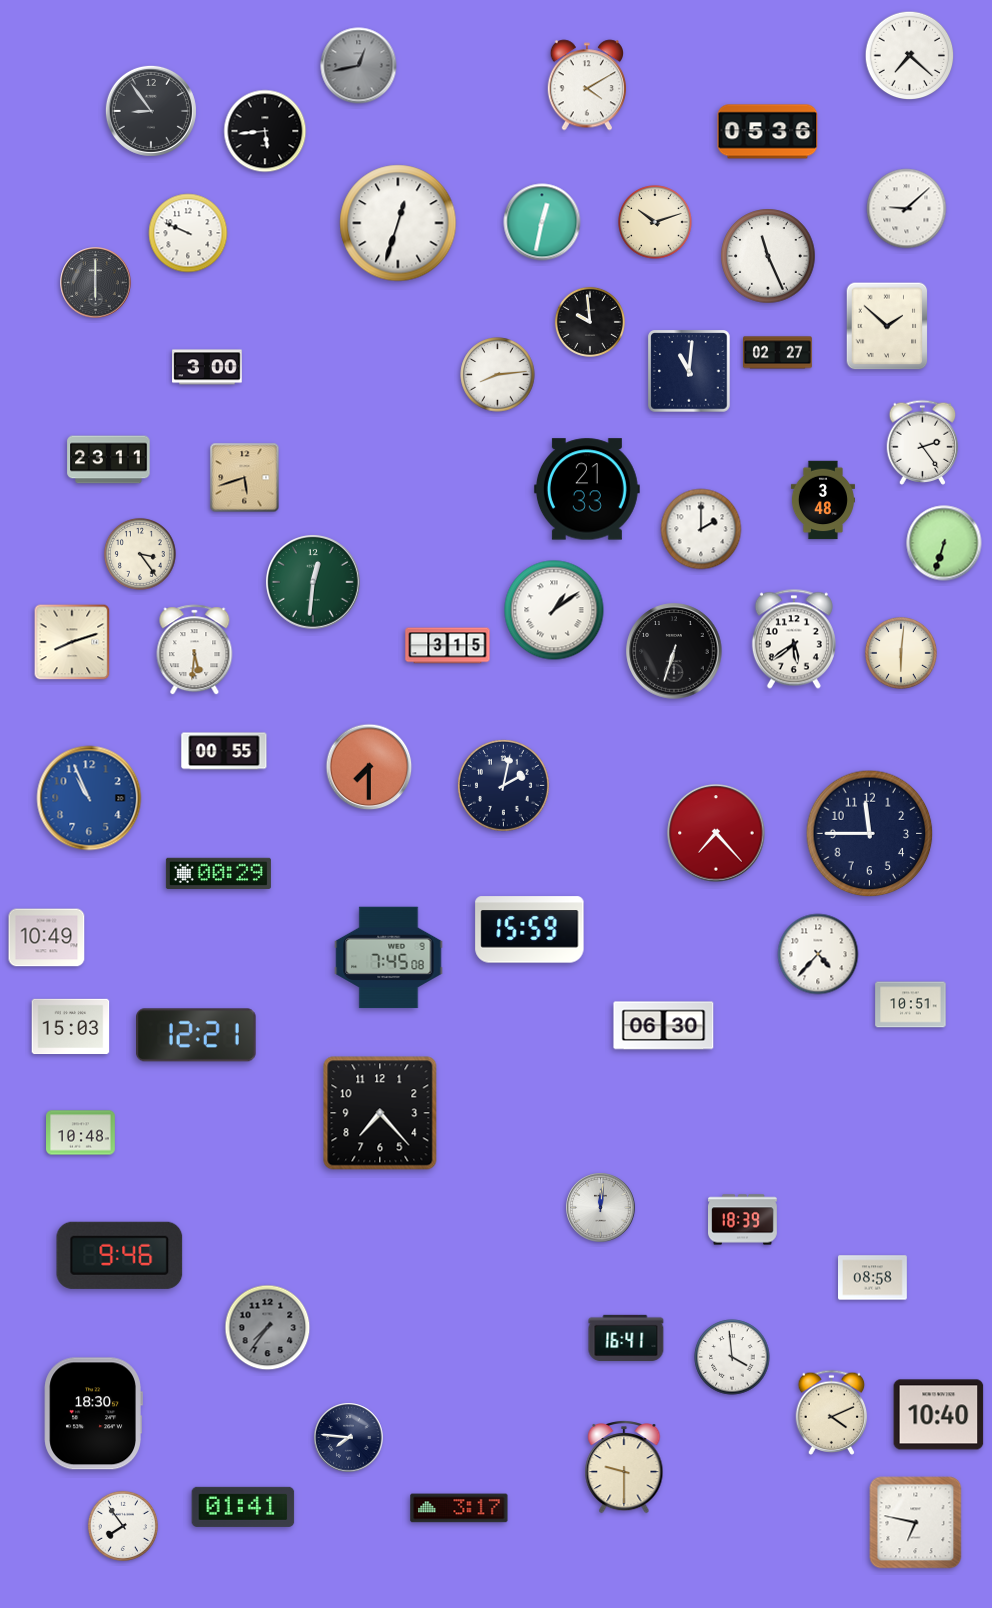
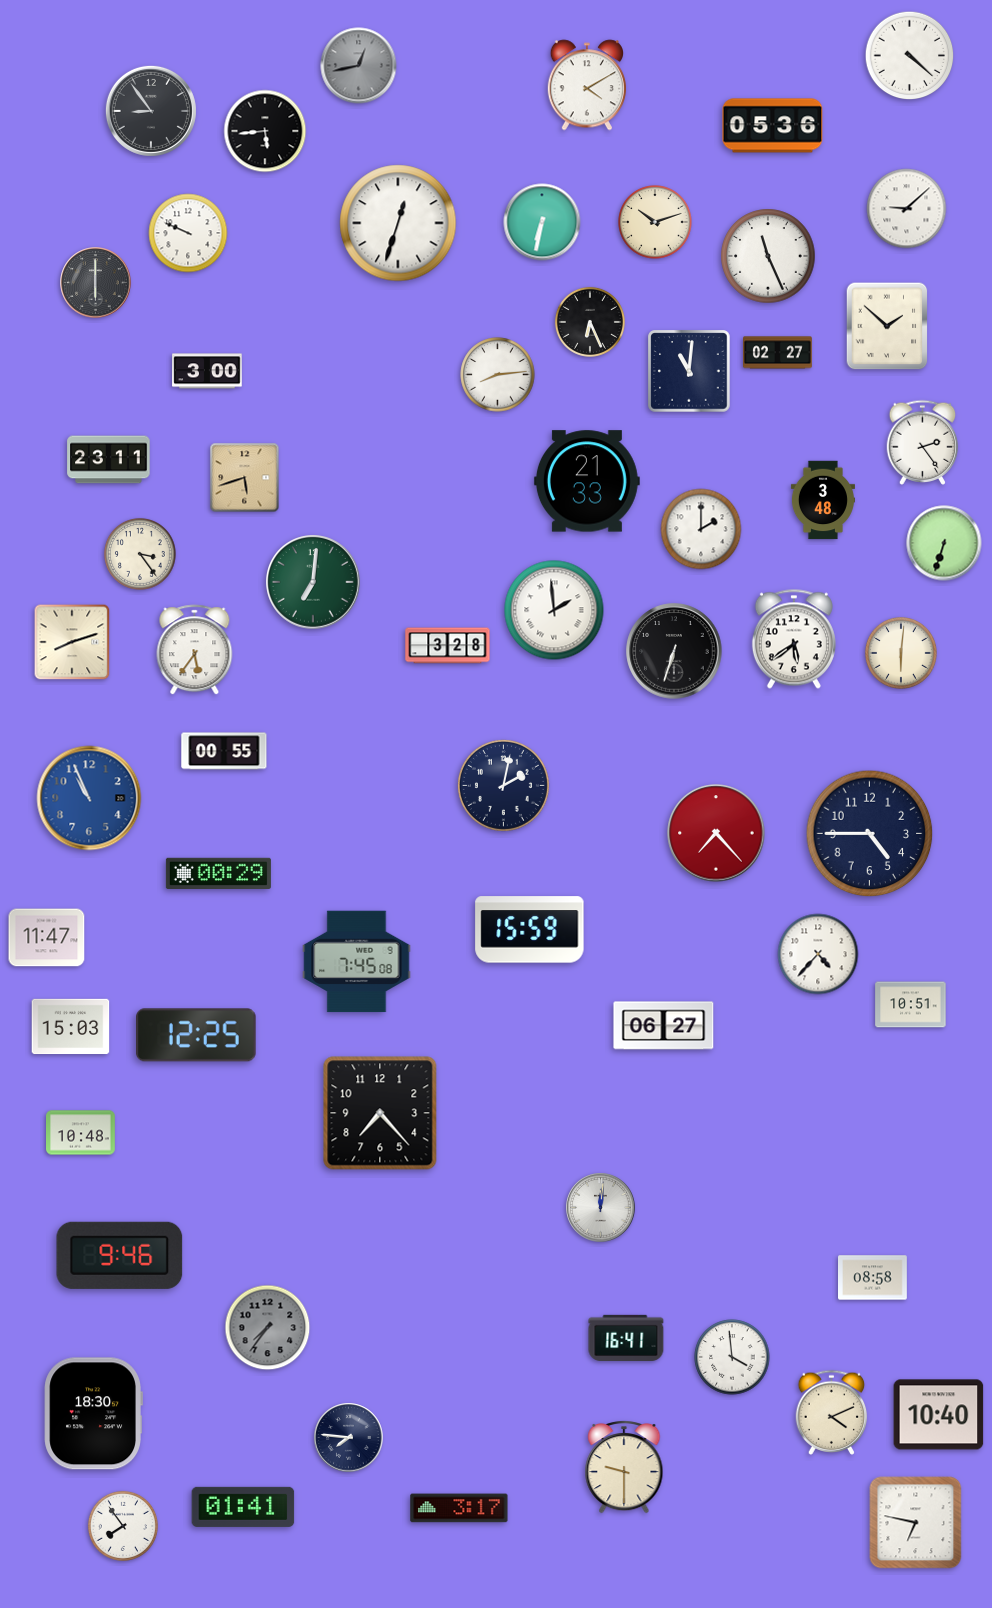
clock at (910, 56): 7:22 -> 4:22
clock at (768, 132) position: (768, 132) -> (773, 126)
clock at (542, 222): 12:32 -> 6:32
clock at (590, 322): 9:59 -> 6:26
clock at (207, 367) position: (207, 367) -> (207, 371)
clock at (587, 489) position: (587, 489) -> (587, 481)
clock at (314, 583): 12:31 -> 7:01
clock at (554, 610): 1:09 -> 1:59
clock at (448, 646): 3:15 -> 3:28
clock at (195, 650): 5:31 -> 5:36
clock at (369, 767): 7:30 -> none
clock at (870, 834): 11:45 -> 4:45
clock at (47, 938): 10:49 -> 11:47
clock at (389, 958) position: (389, 958) -> (357, 962)
clock at (664, 1026): 06:30 -> 06:27
clock at (197, 1035): 12:21 -> 12:25
clock at (743, 1220): 18:39 -> none
